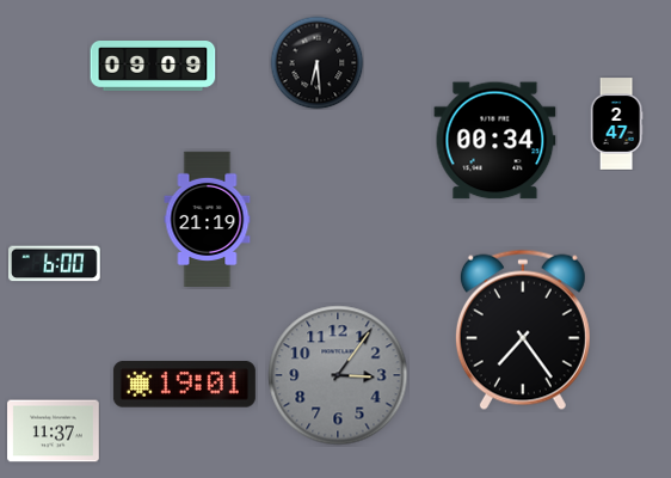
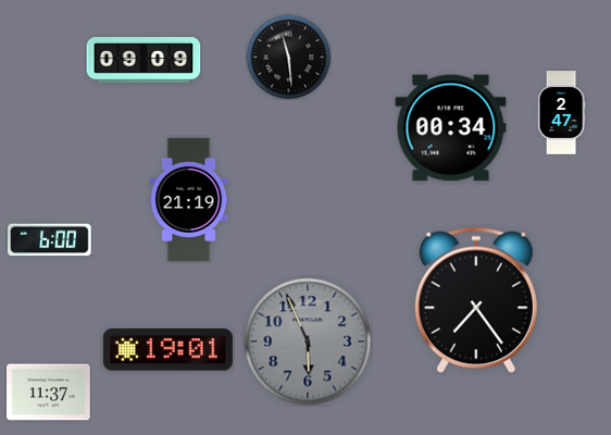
clock at (316, 62): 6:29 -> 11:29
clock at (153, 67) position: (153, 67) -> (144, 61)
clock at (338, 375): 3:06 -> 5:56
